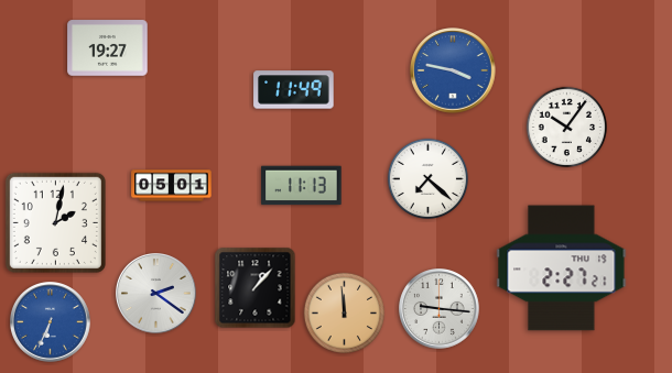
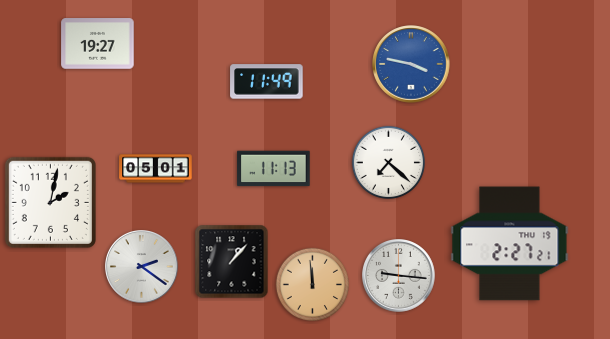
clock at (566, 127): 10:06 -> none
clock at (440, 309) position: (440, 309) -> (399, 276)
clock at (51, 322): 6:34 -> none
